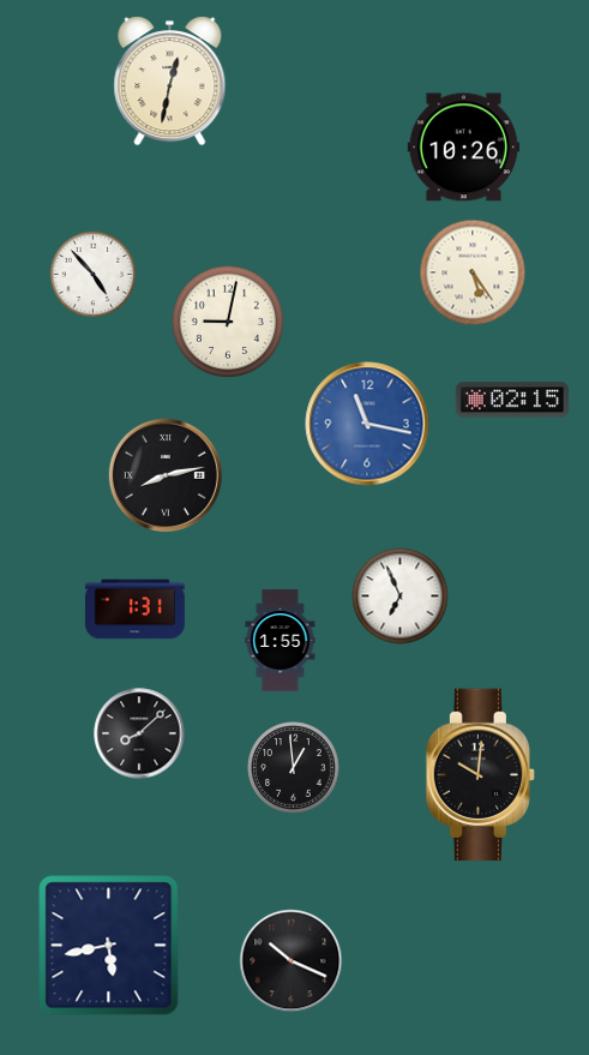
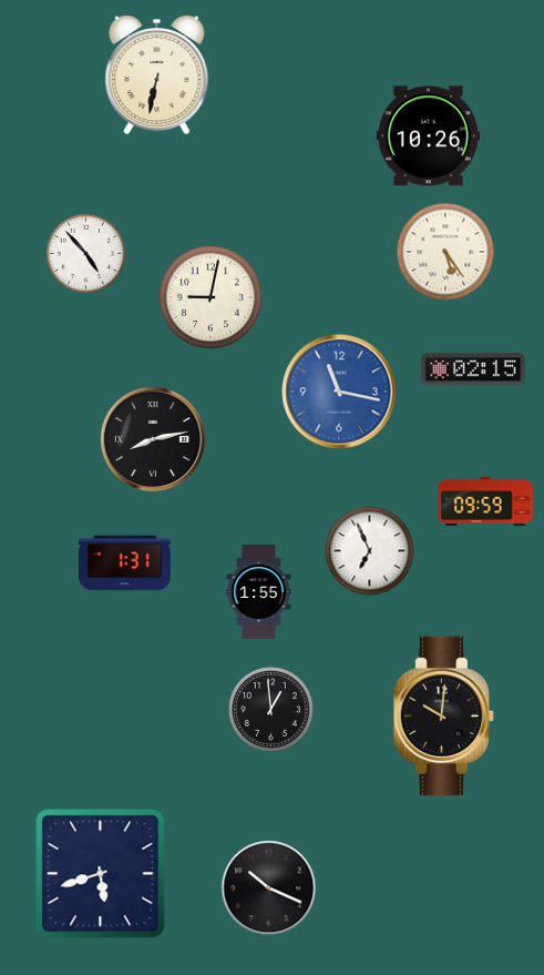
clock at (170, 82): 12:32 -> 6:32
clock at (473, 272) position: (473, 272) -> (445, 252)
clock at (485, 501): none -> 09:59
clock at (139, 733): 8:08 -> none
clock at (109, 946): 5:43 -> 5:42
